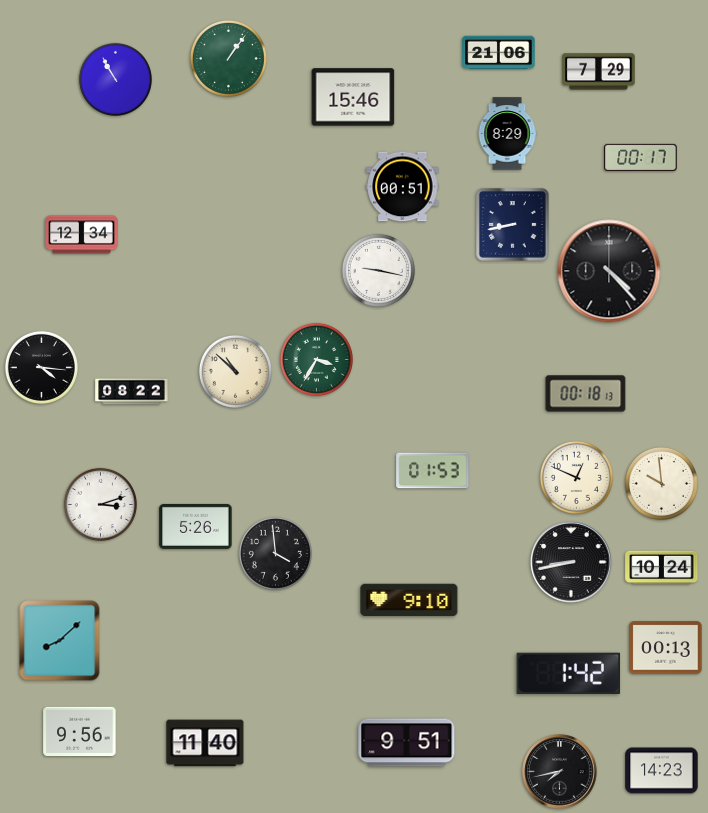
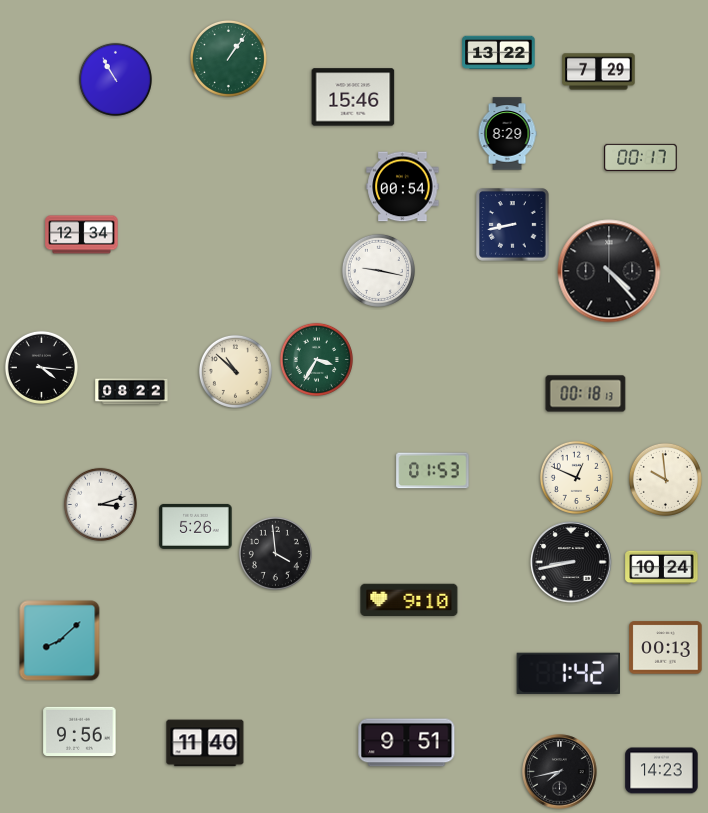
clock at (499, 53): 21:06 -> 13:22
clock at (403, 187): 00:51 -> 00:54
clock at (661, 483) position: (661, 483) -> (665, 479)
